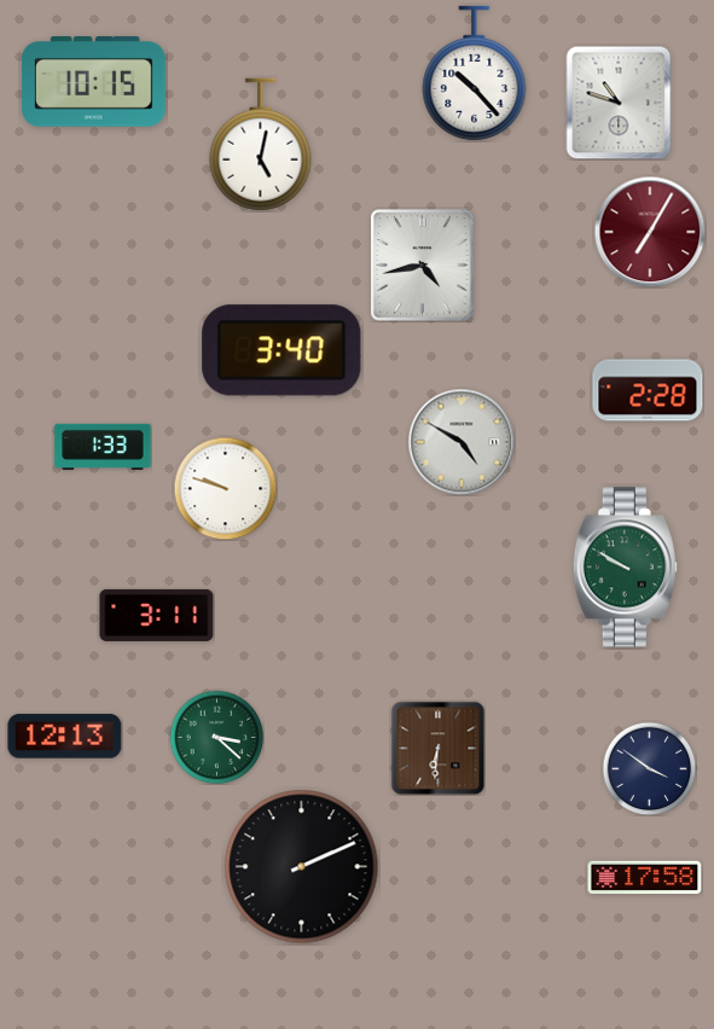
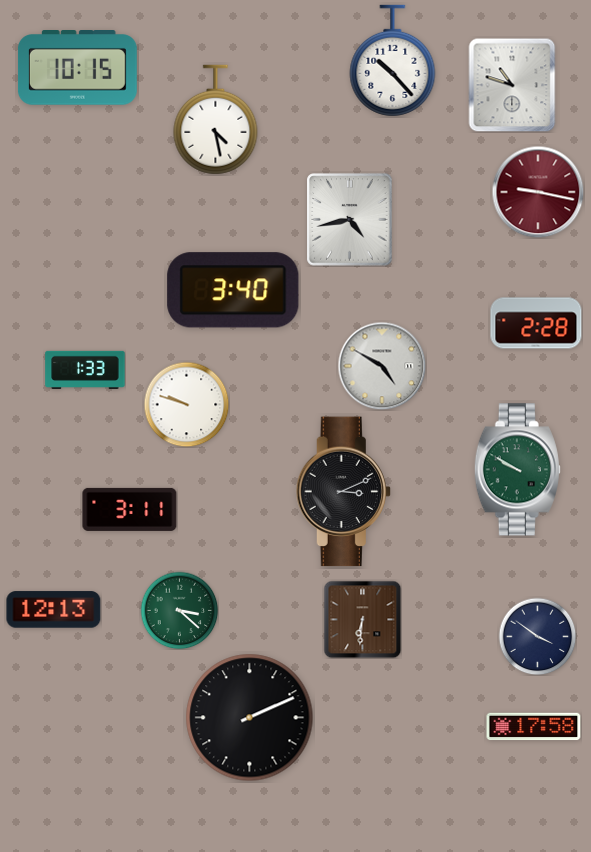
clock at (261, 145): 5:02 -> 4:28
clock at (650, 232): 7:05 -> 9:17
clock at (343, 492): none -> 3:11
